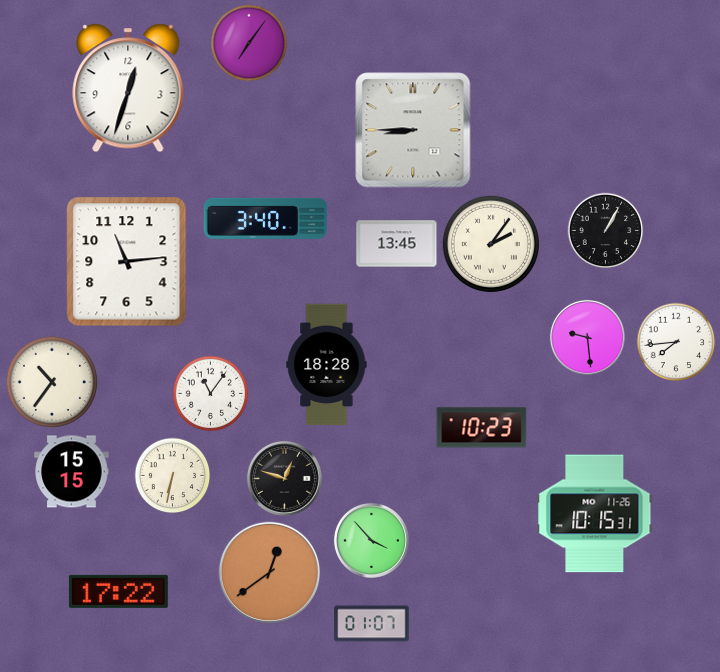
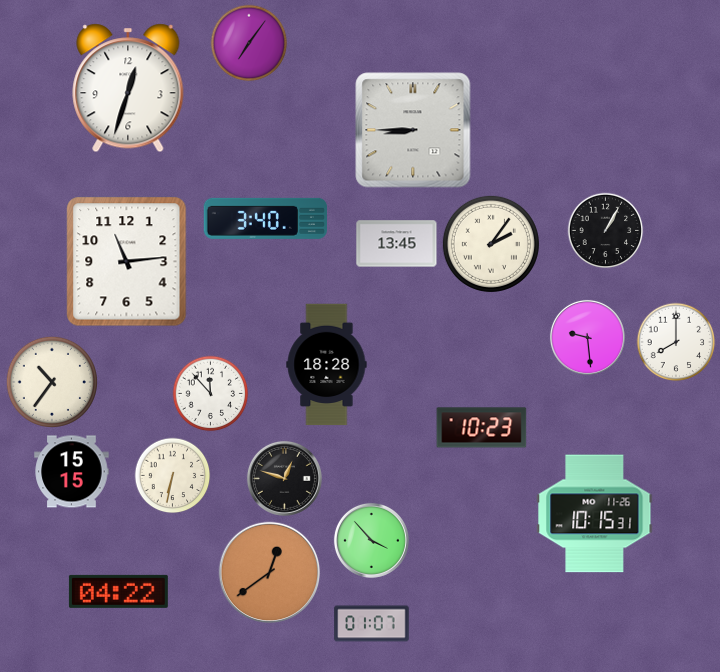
clock at (676, 342): 7:44 -> 8:00
clock at (211, 394): 11:06 -> 11:53
clock at (118, 591): 17:22 -> 04:22
